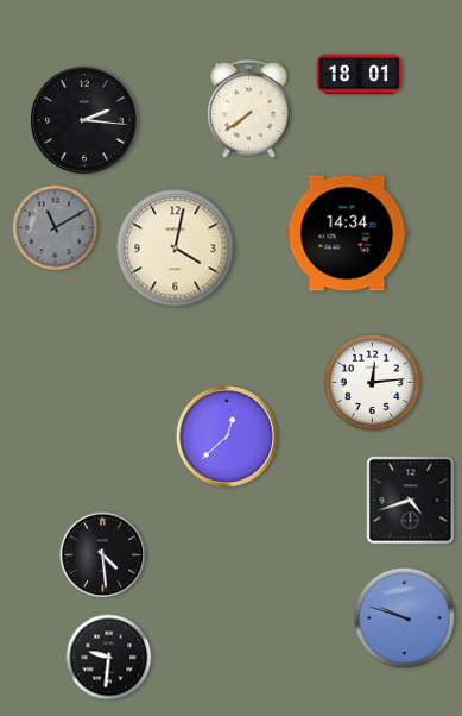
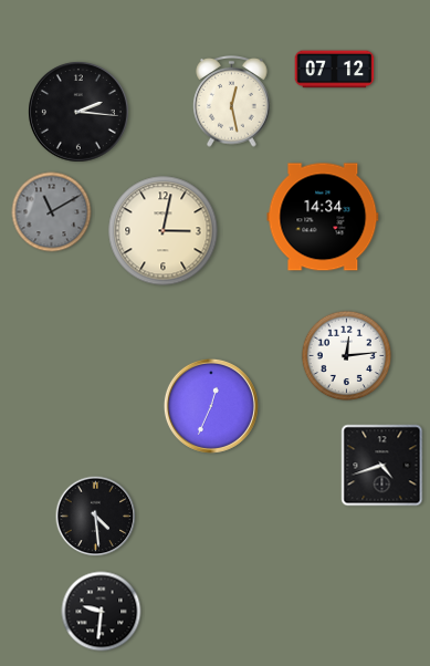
clock at (360, 75): 18:01 -> 07:12
clock at (249, 109): 7:39 -> 12:28
clock at (176, 249): 4:02 -> 3:02
clock at (227, 436): 12:38 -> 12:34
clock at (404, 617): 9:48 -> none
